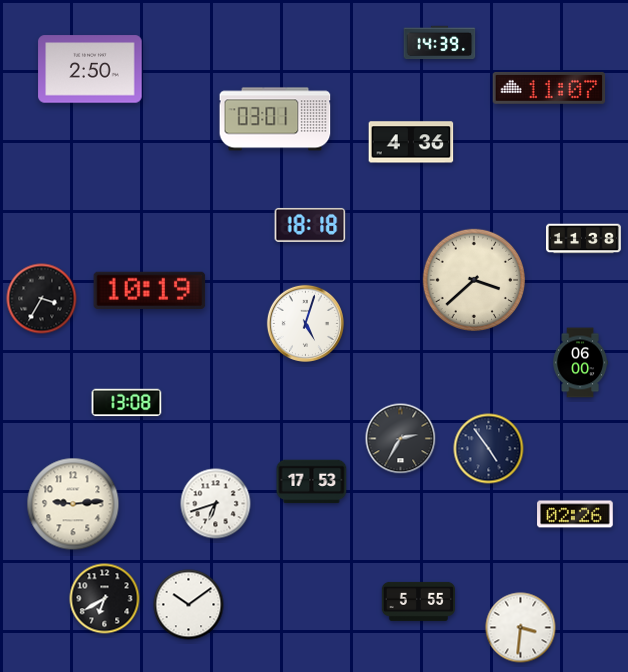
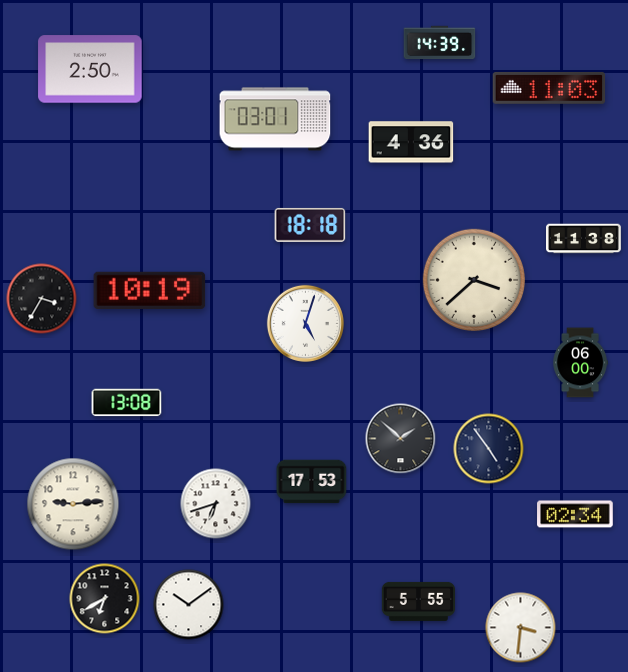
clock at (549, 88): 11:07 -> 11:03
clock at (401, 439): 2:35 -> 1:52
clock at (575, 514): 02:26 -> 02:34
